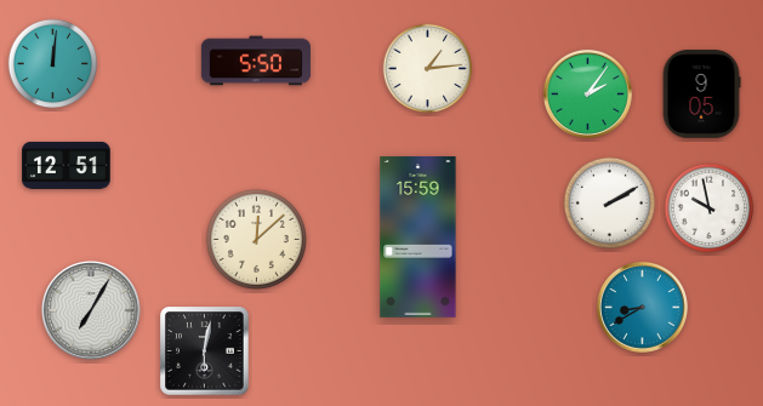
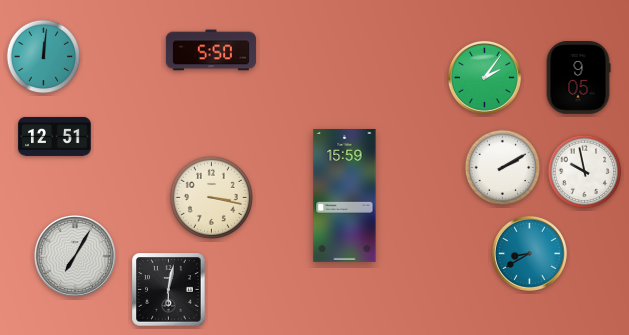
clock at (53, 64) position: (53, 64) -> (44, 57)
clock at (428, 69): 1:14 -> none
clock at (256, 239): 12:08 -> 3:17
